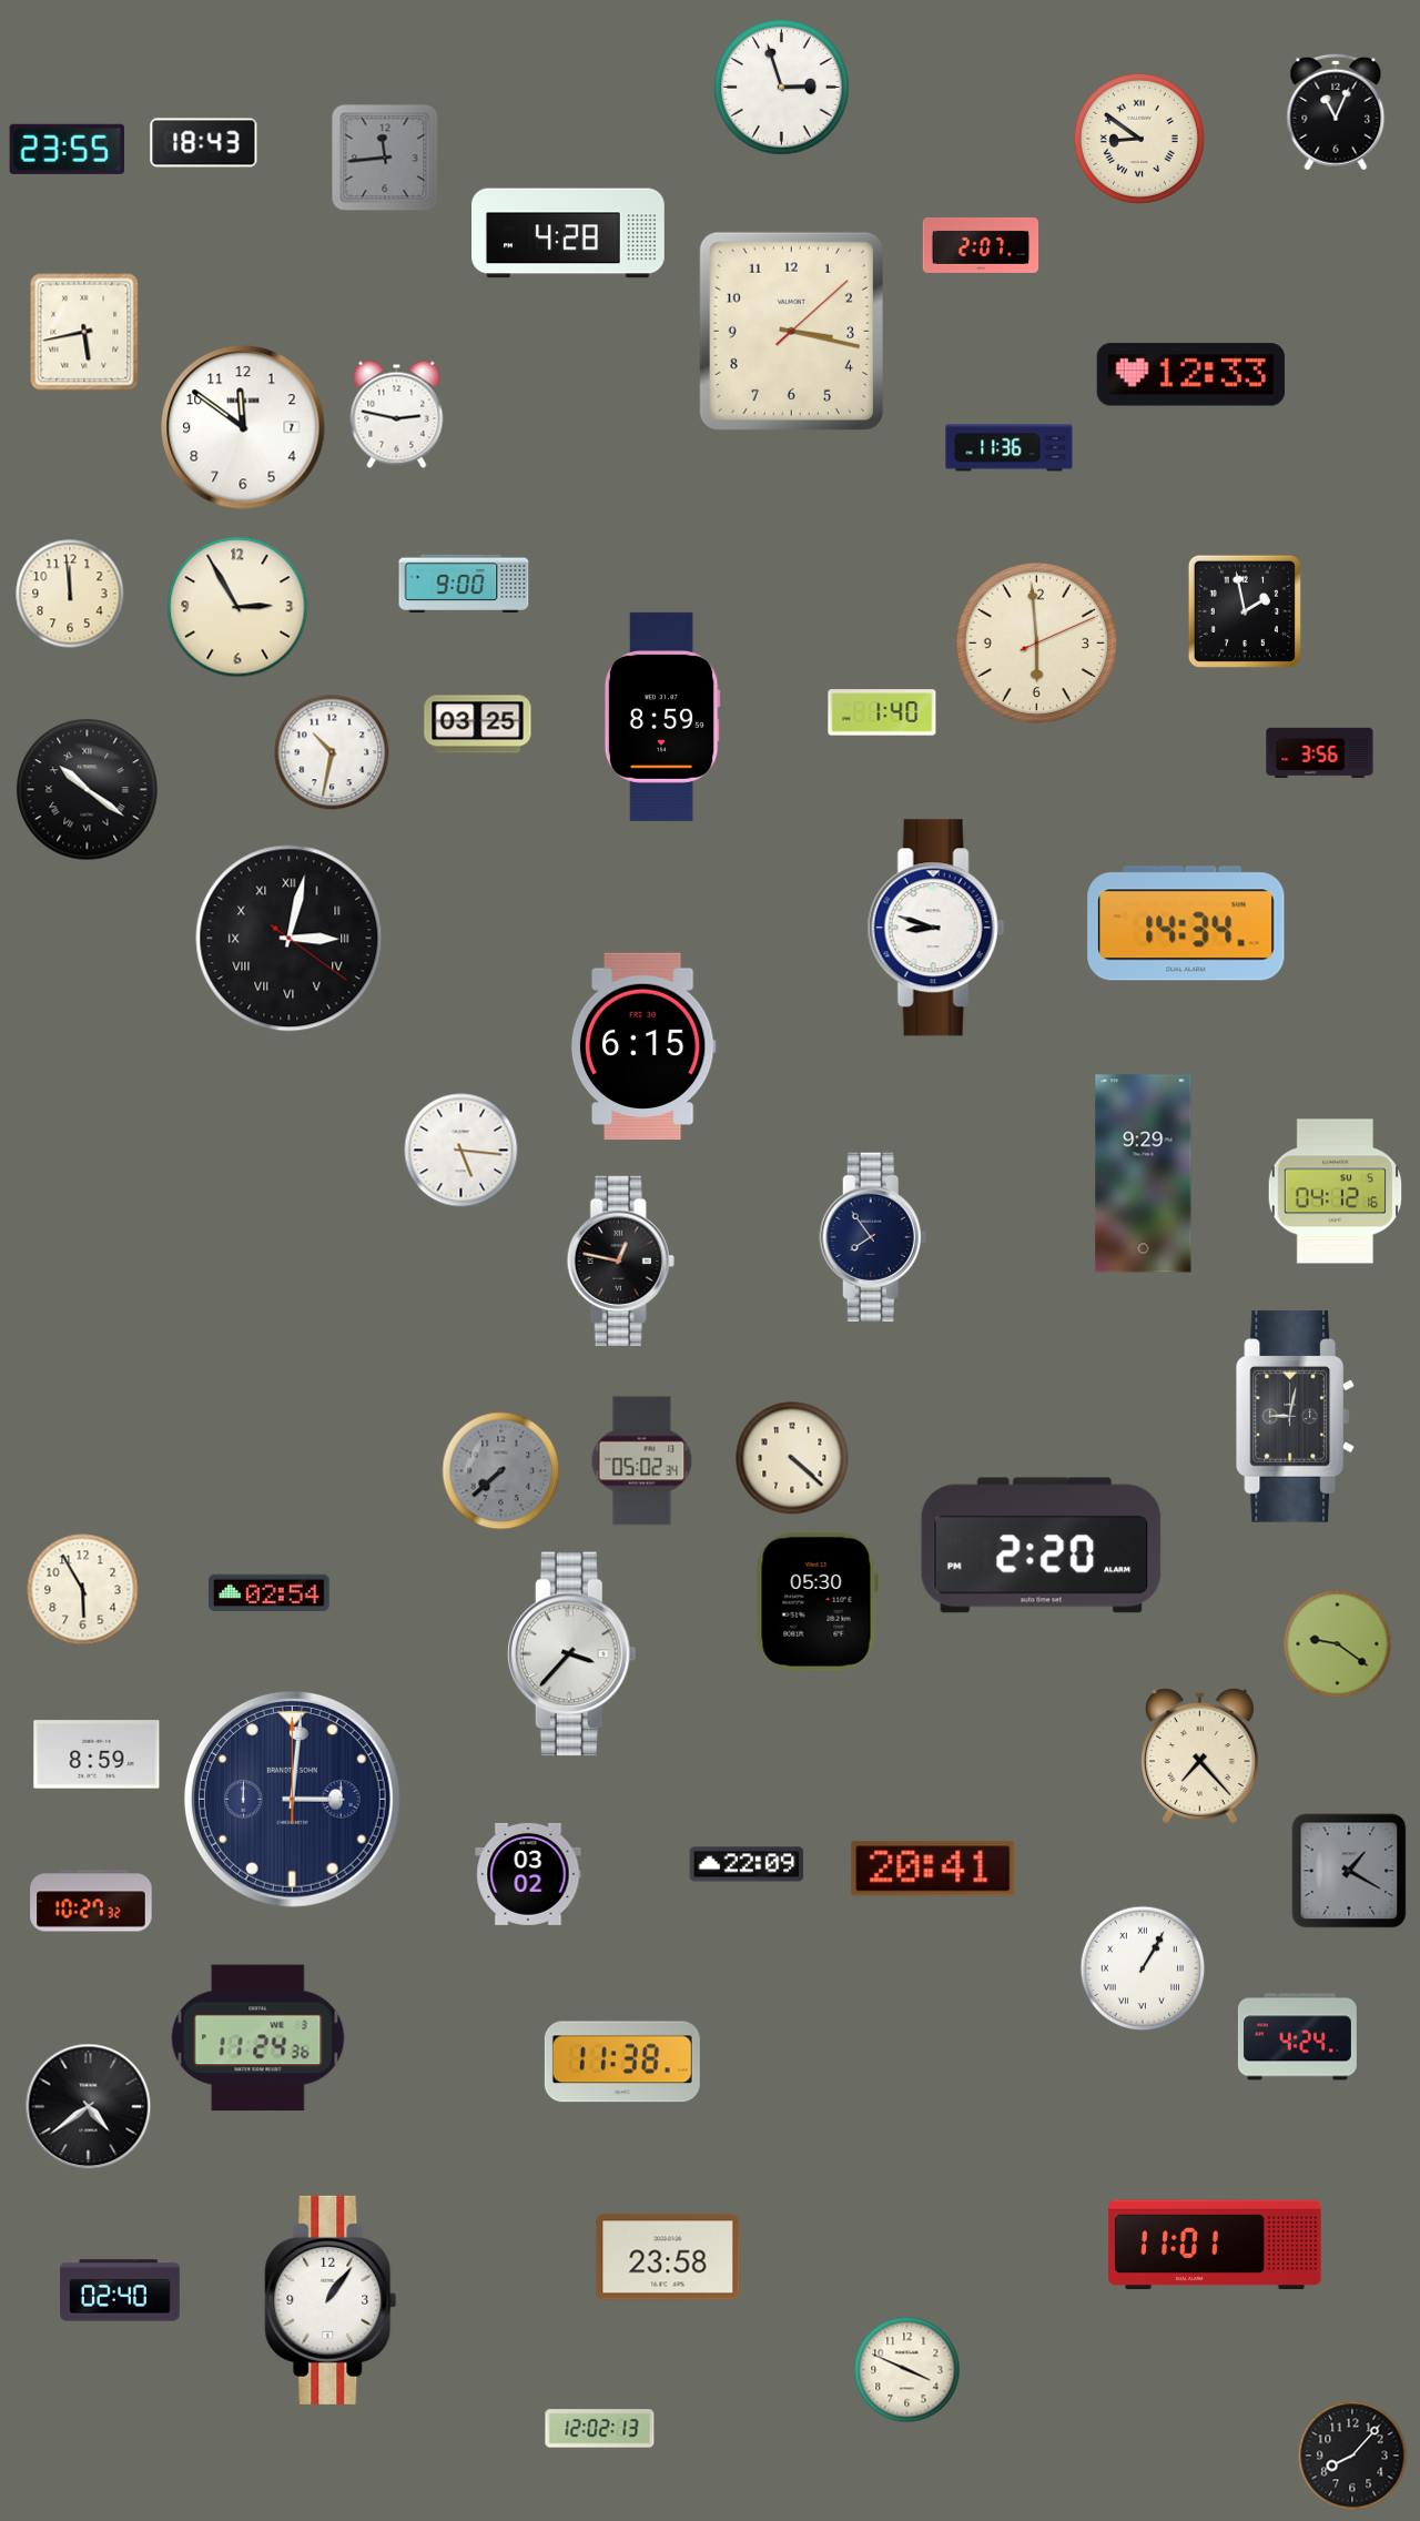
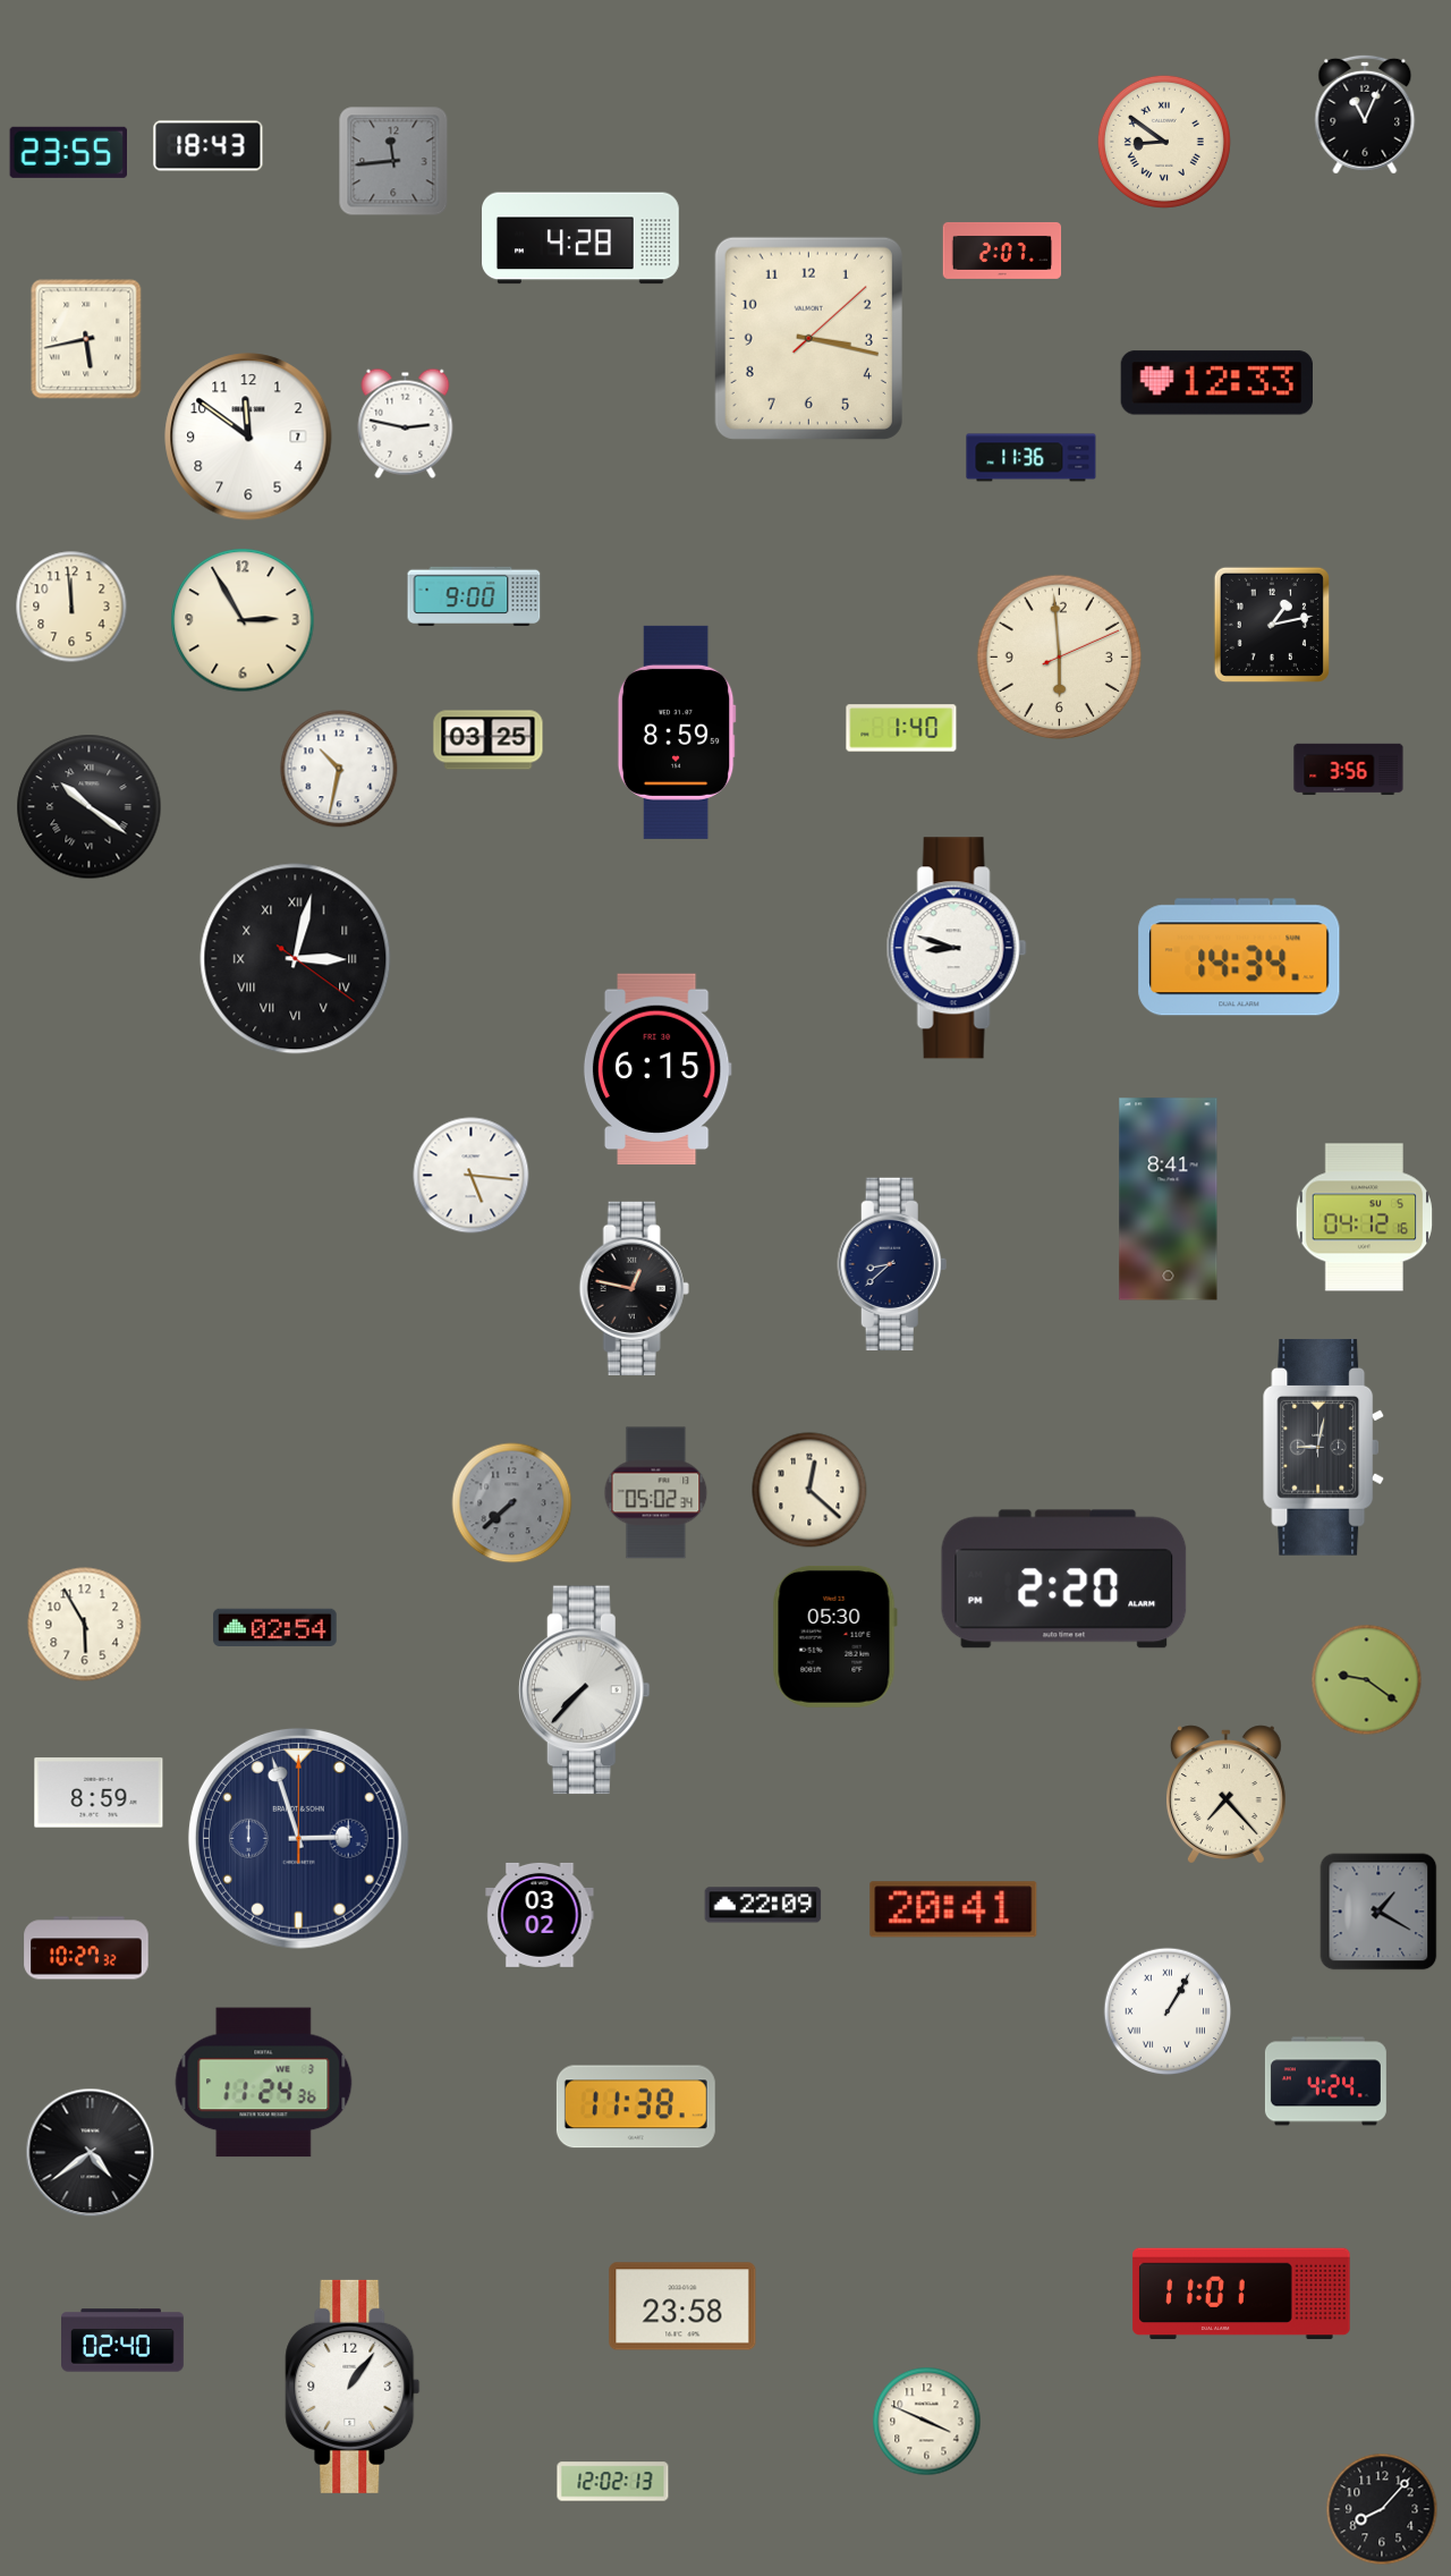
clock at (782, 88): 2:57 -> none
clock at (1245, 611): 1:58 -> 1:13
clock at (1186, 923) position: (1186, 923) -> (1239, 957)
clock at (1144, 1174): 9:29 -> 8:41
clock at (873, 1237): 7:54 -> 8:38
clock at (792, 1458): 4:22 -> 12:22
clock at (571, 1654): 3:37 -> 7:37
clock at (292, 1799): 3:01 -> 2:57
clock at (91, 1901) position: (91, 1901) -> (86, 1948)
clock at (331, 2300) position: (331, 2300) -> (353, 2387)
